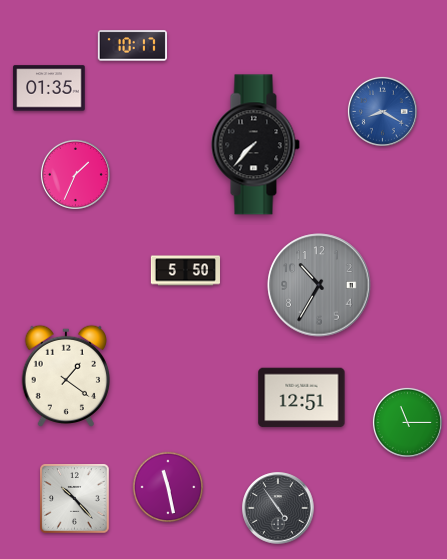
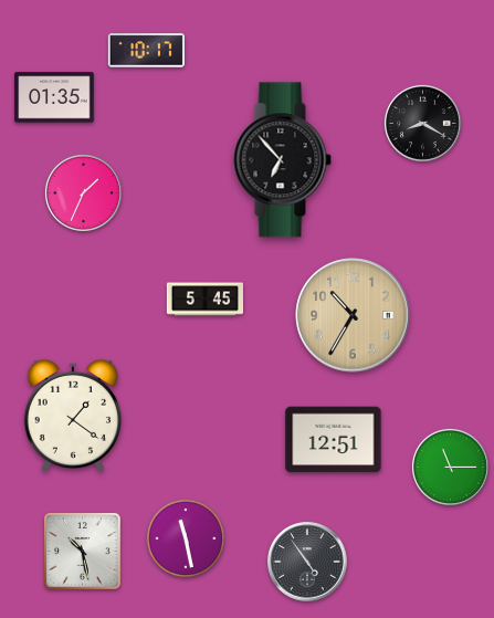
clock at (382, 111) dial: blue -> black
clock at (255, 145): 7:37 -> 6:53
clock at (185, 271): 5:50 -> 5:45
clock at (319, 285) dial: grey -> champagne
clock at (75, 499): 10:23 -> 10:28
